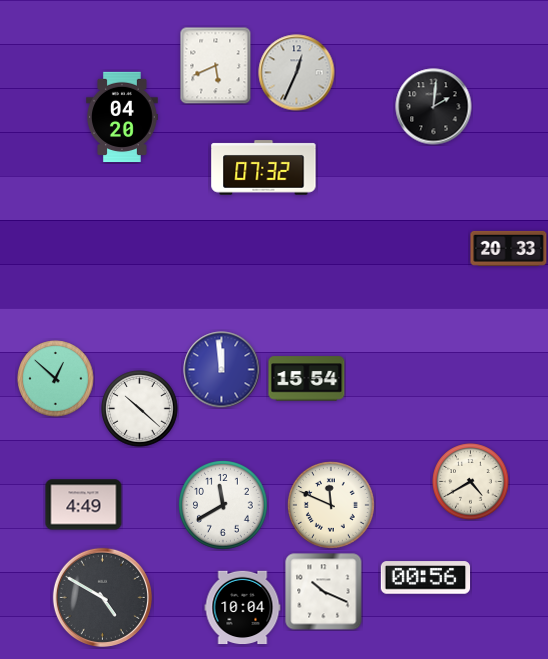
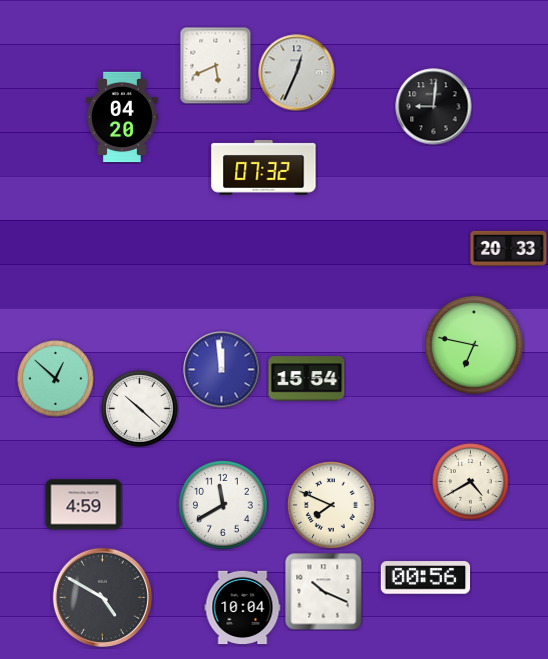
clock at (434, 107): 2:01 -> 9:01
clock at (474, 345): none -> 6:47
clock at (84, 505): 4:49 -> 4:59
clock at (332, 506): 11:49 -> 7:49
